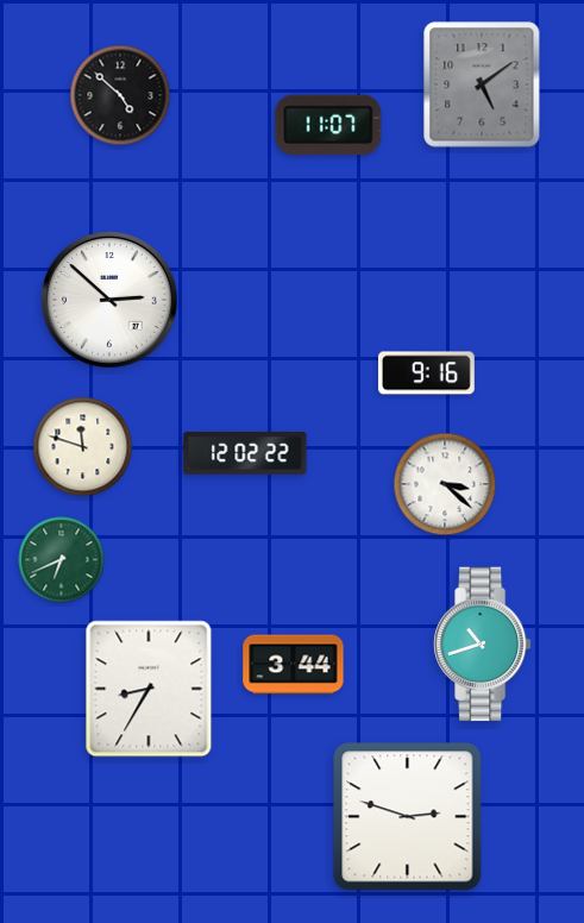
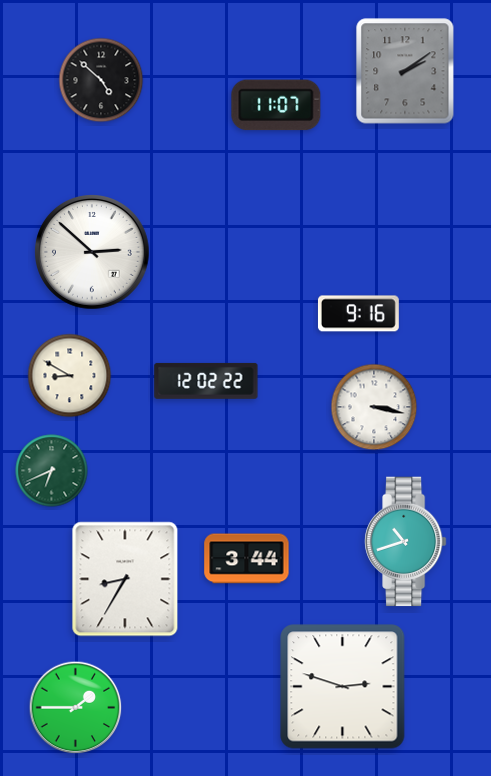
clock at (482, 84): 5:09 -> 2:09
clock at (83, 447): 11:48 -> 8:50
clock at (445, 484): 3:22 -> 3:17
clock at (76, 708): none -> 1:45
